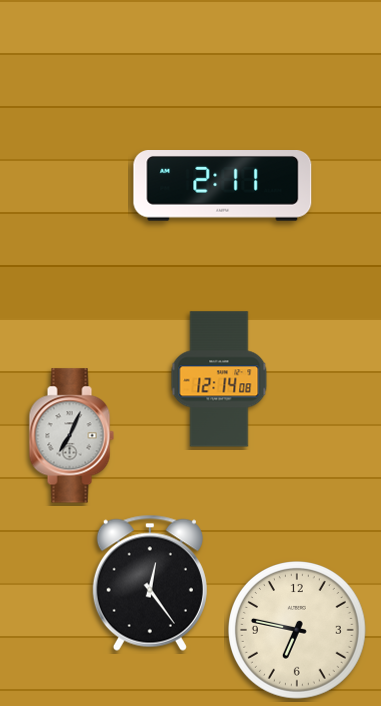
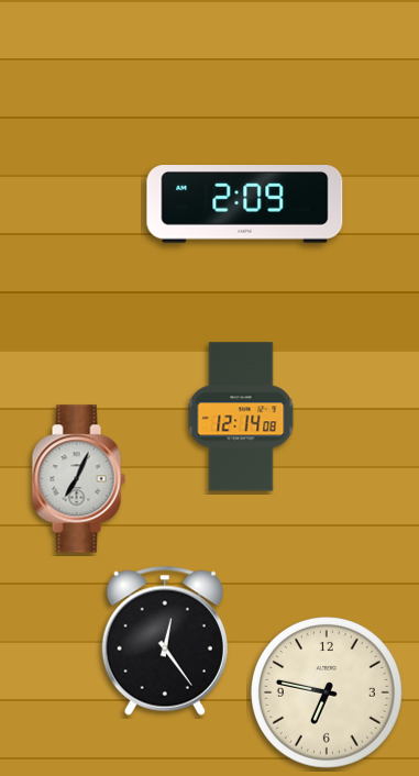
clock at (223, 186): 2:11 -> 2:09
